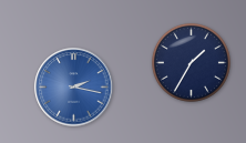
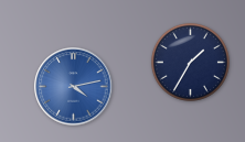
clock at (74, 88): 2:17 -> 4:13
